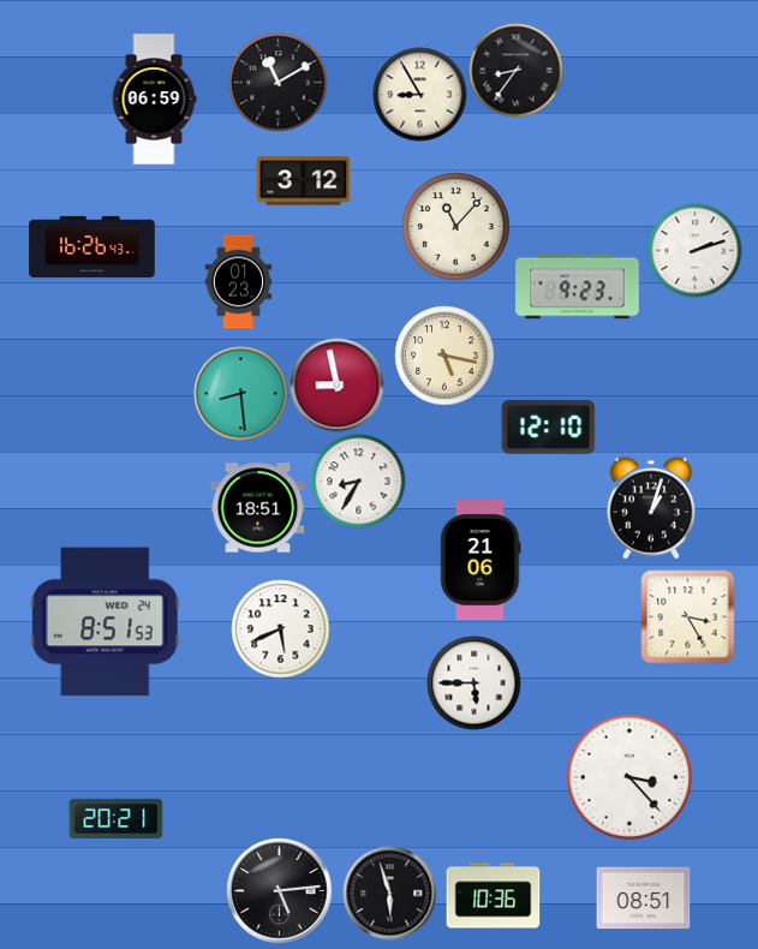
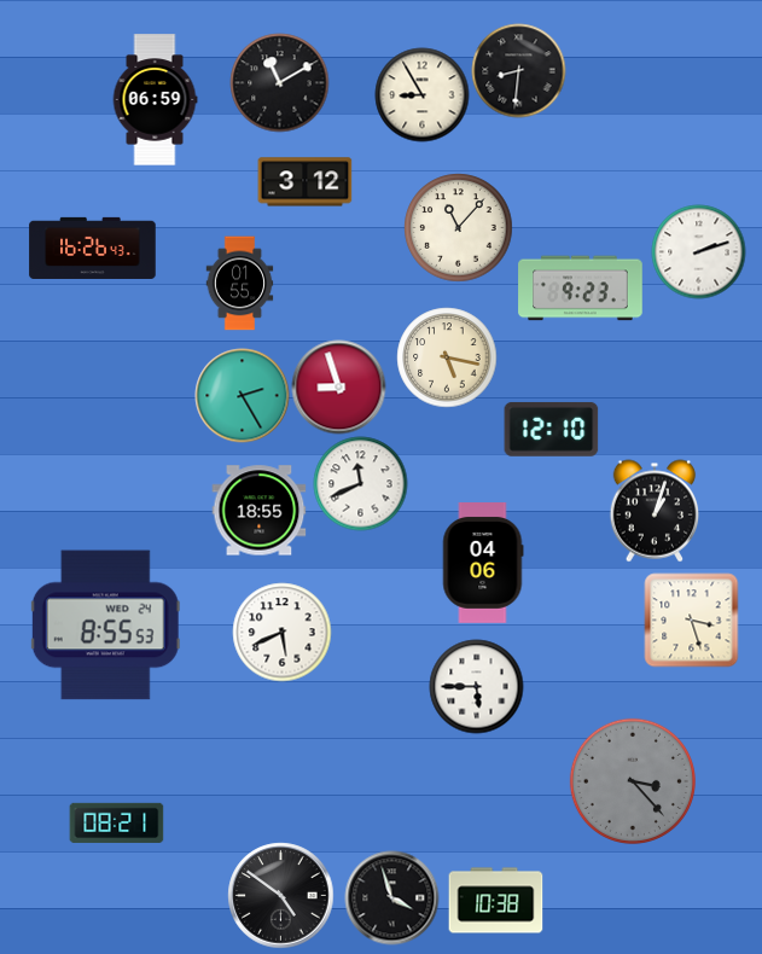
clock at (515, 70): 8:36 -> 8:31
clock at (239, 281): 01:23 -> 01:55
clock at (336, 384): 8:58 -> 8:57
clock at (240, 393): 8:29 -> 2:25
clock at (358, 481): 8:35 -> 11:41
clock at (257, 508): 18:51 -> 18:55
clock at (481, 561): 21:06 -> 04:06
clock at (687, 616): 3:25 -> 3:27
clock at (105, 622): 8:51 -> 8:55
clock at (629, 777) dial: white -> grey
clock at (115, 818): 20:21 -> 08:21
clock at (279, 890): 5:14 -> 4:51
clock at (389, 893): 5:57 -> 3:57
clock at (493, 896): 10:36 -> 10:38
clock at (643, 899): 08:51 -> none
